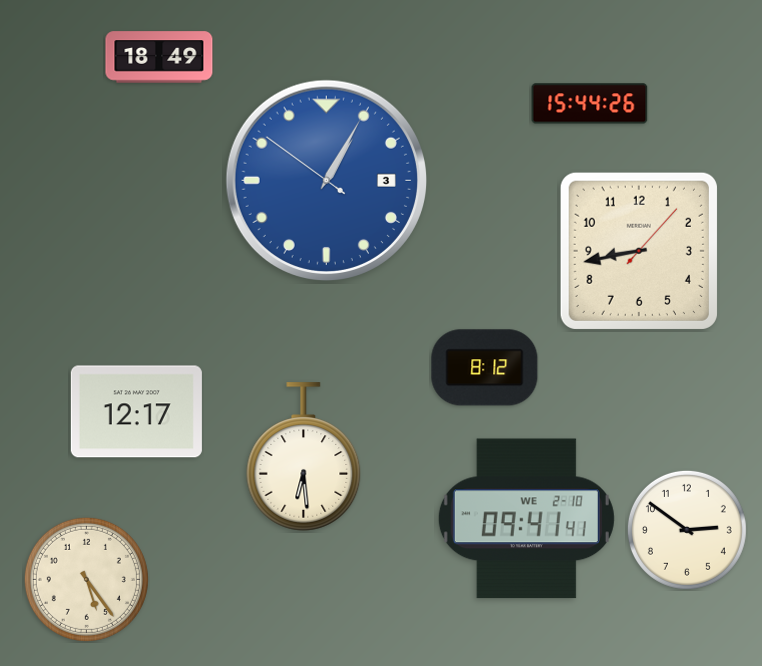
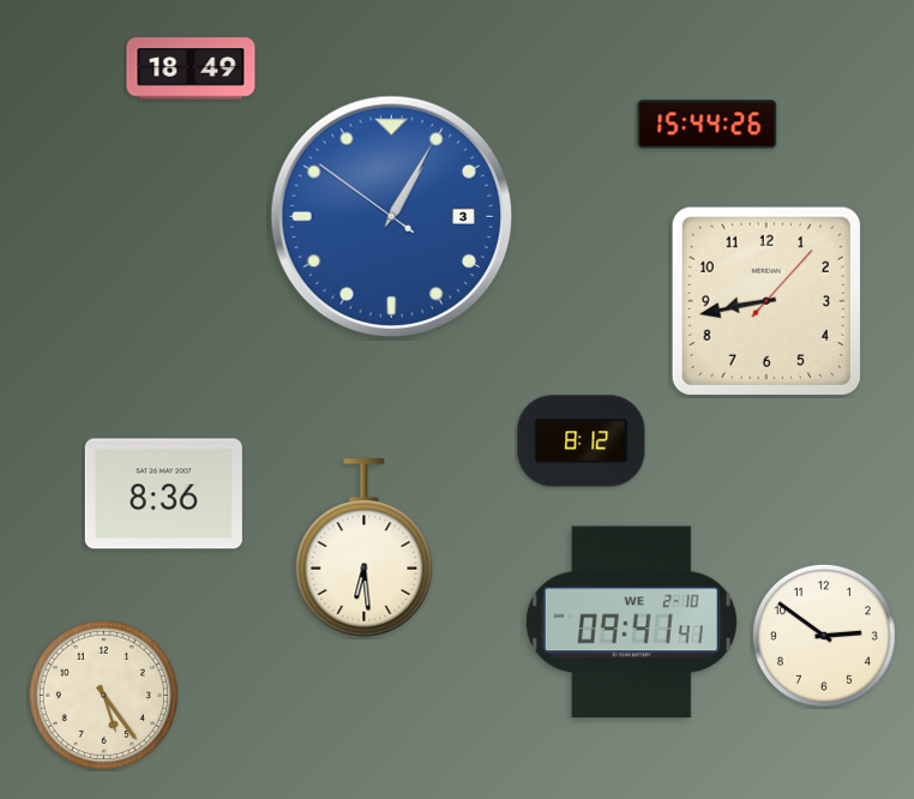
clock at (136, 412): 12:17 -> 8:36
